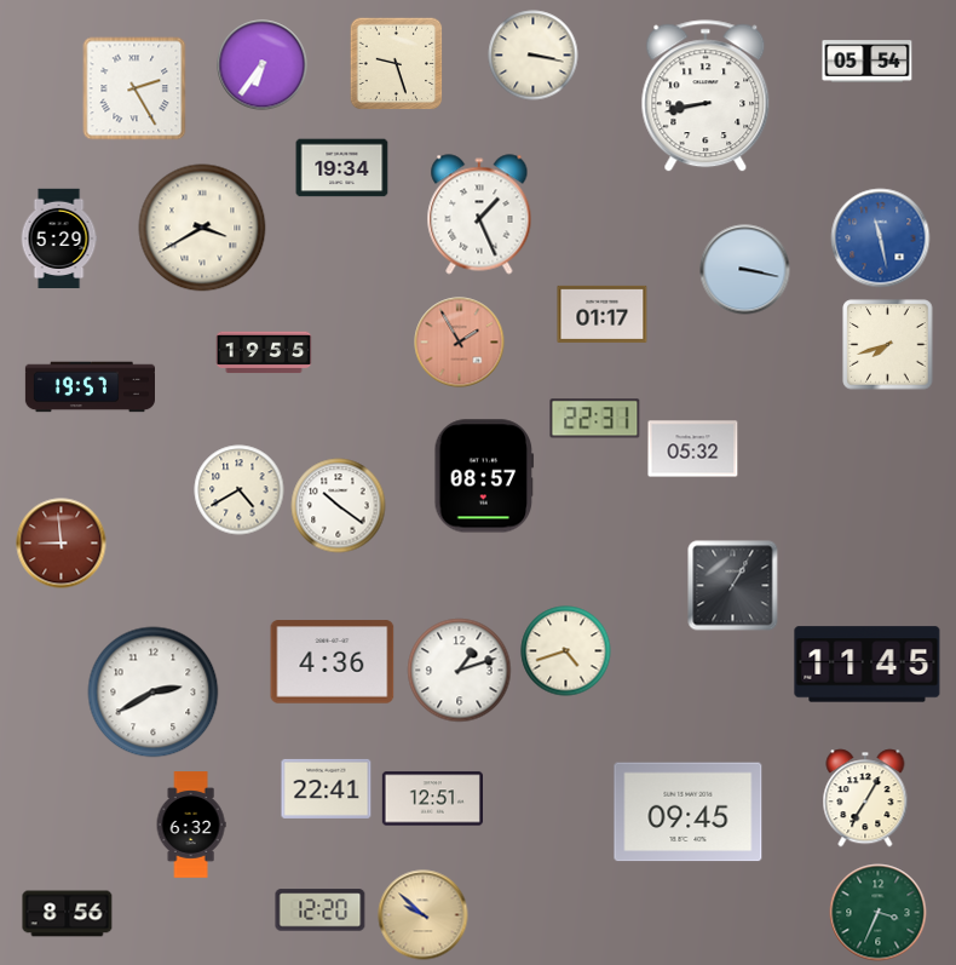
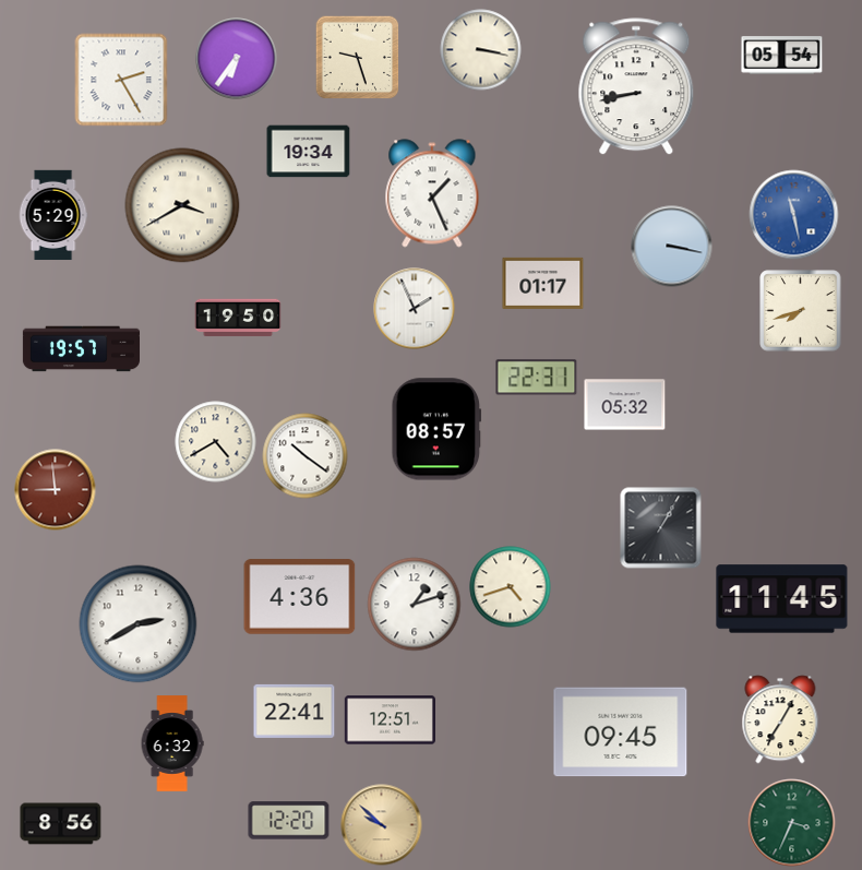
clock at (745, 270) position: (745, 270) -> (672, 247)
clock at (460, 343): 1:55 -> 1:56
clock at (460, 343) dial: salmon -> white
clock at (264, 352): 19:55 -> 19:50
